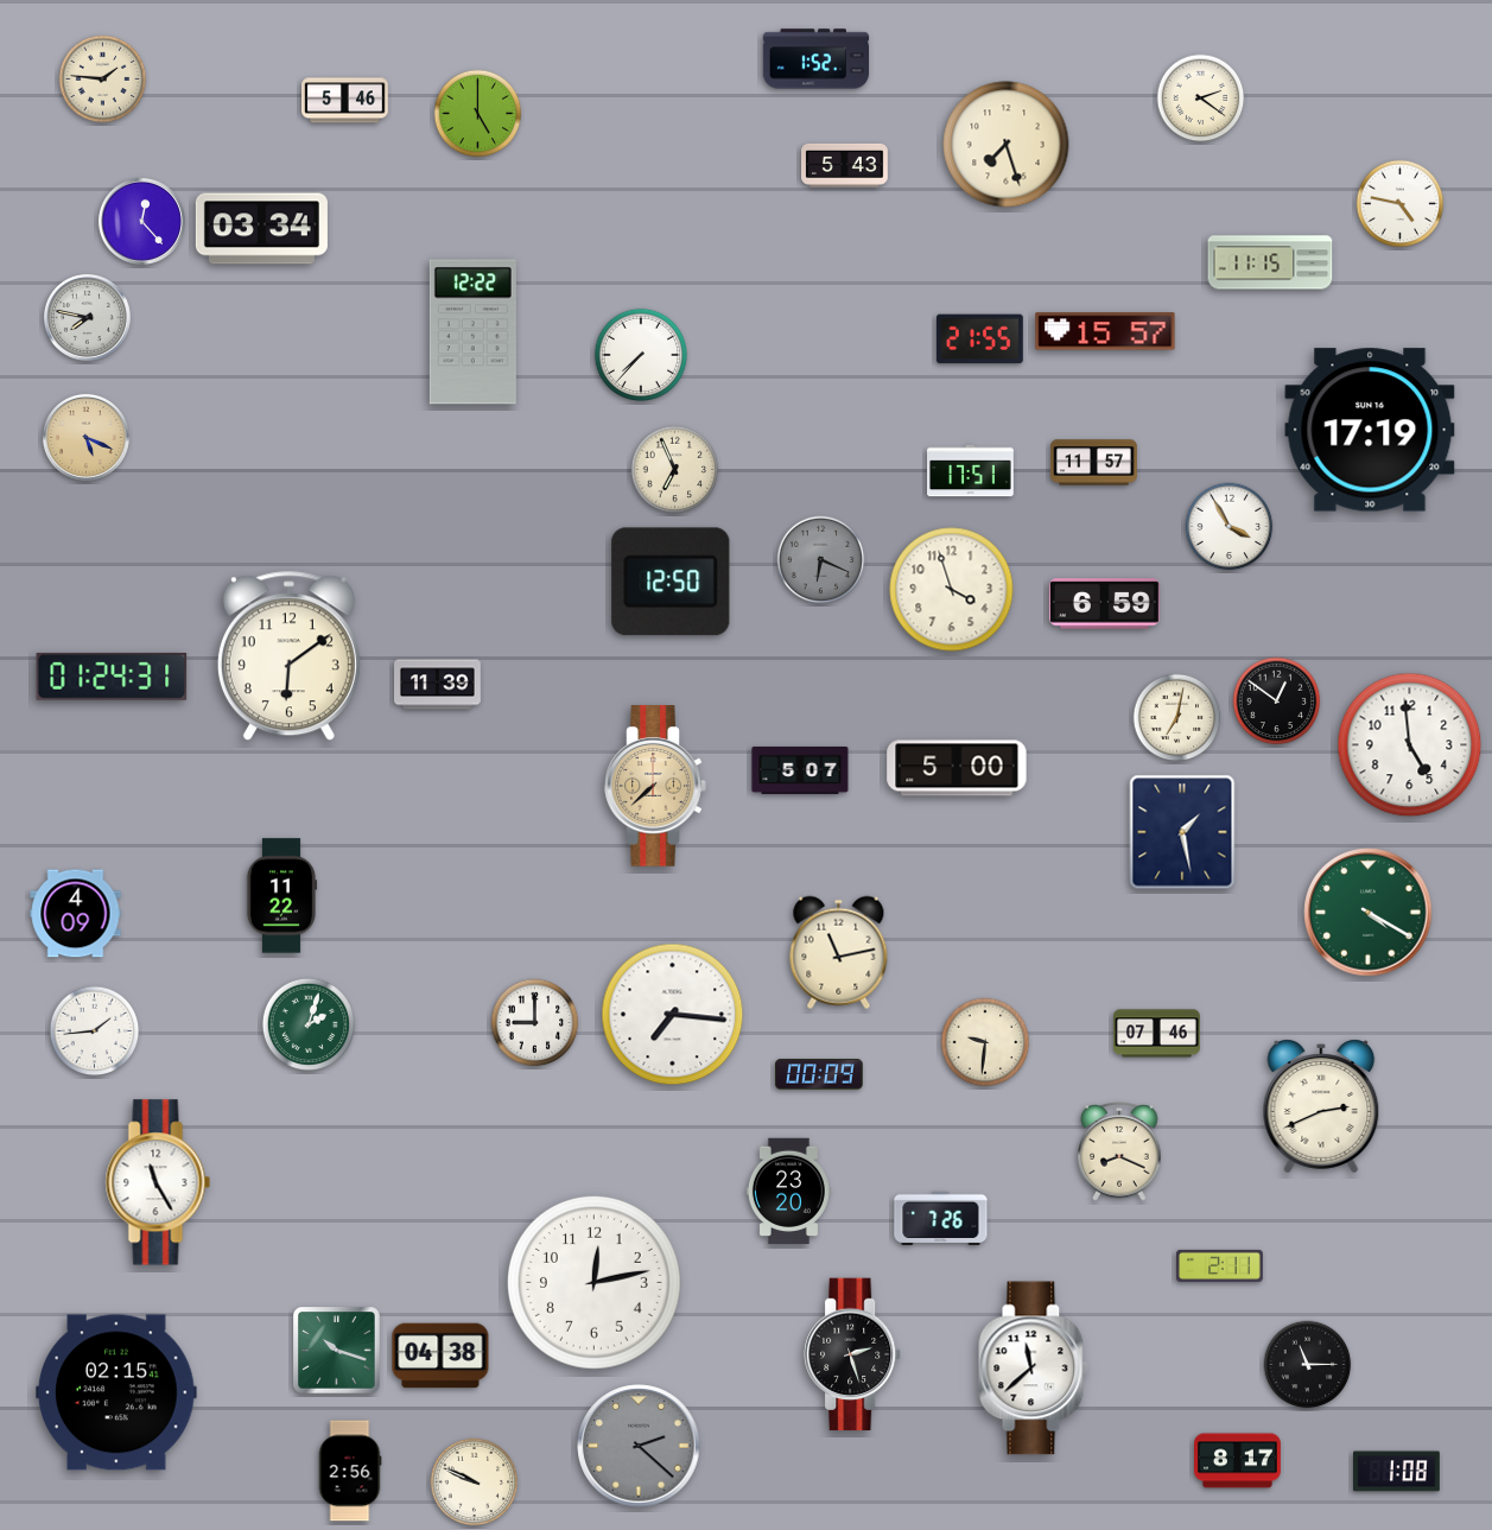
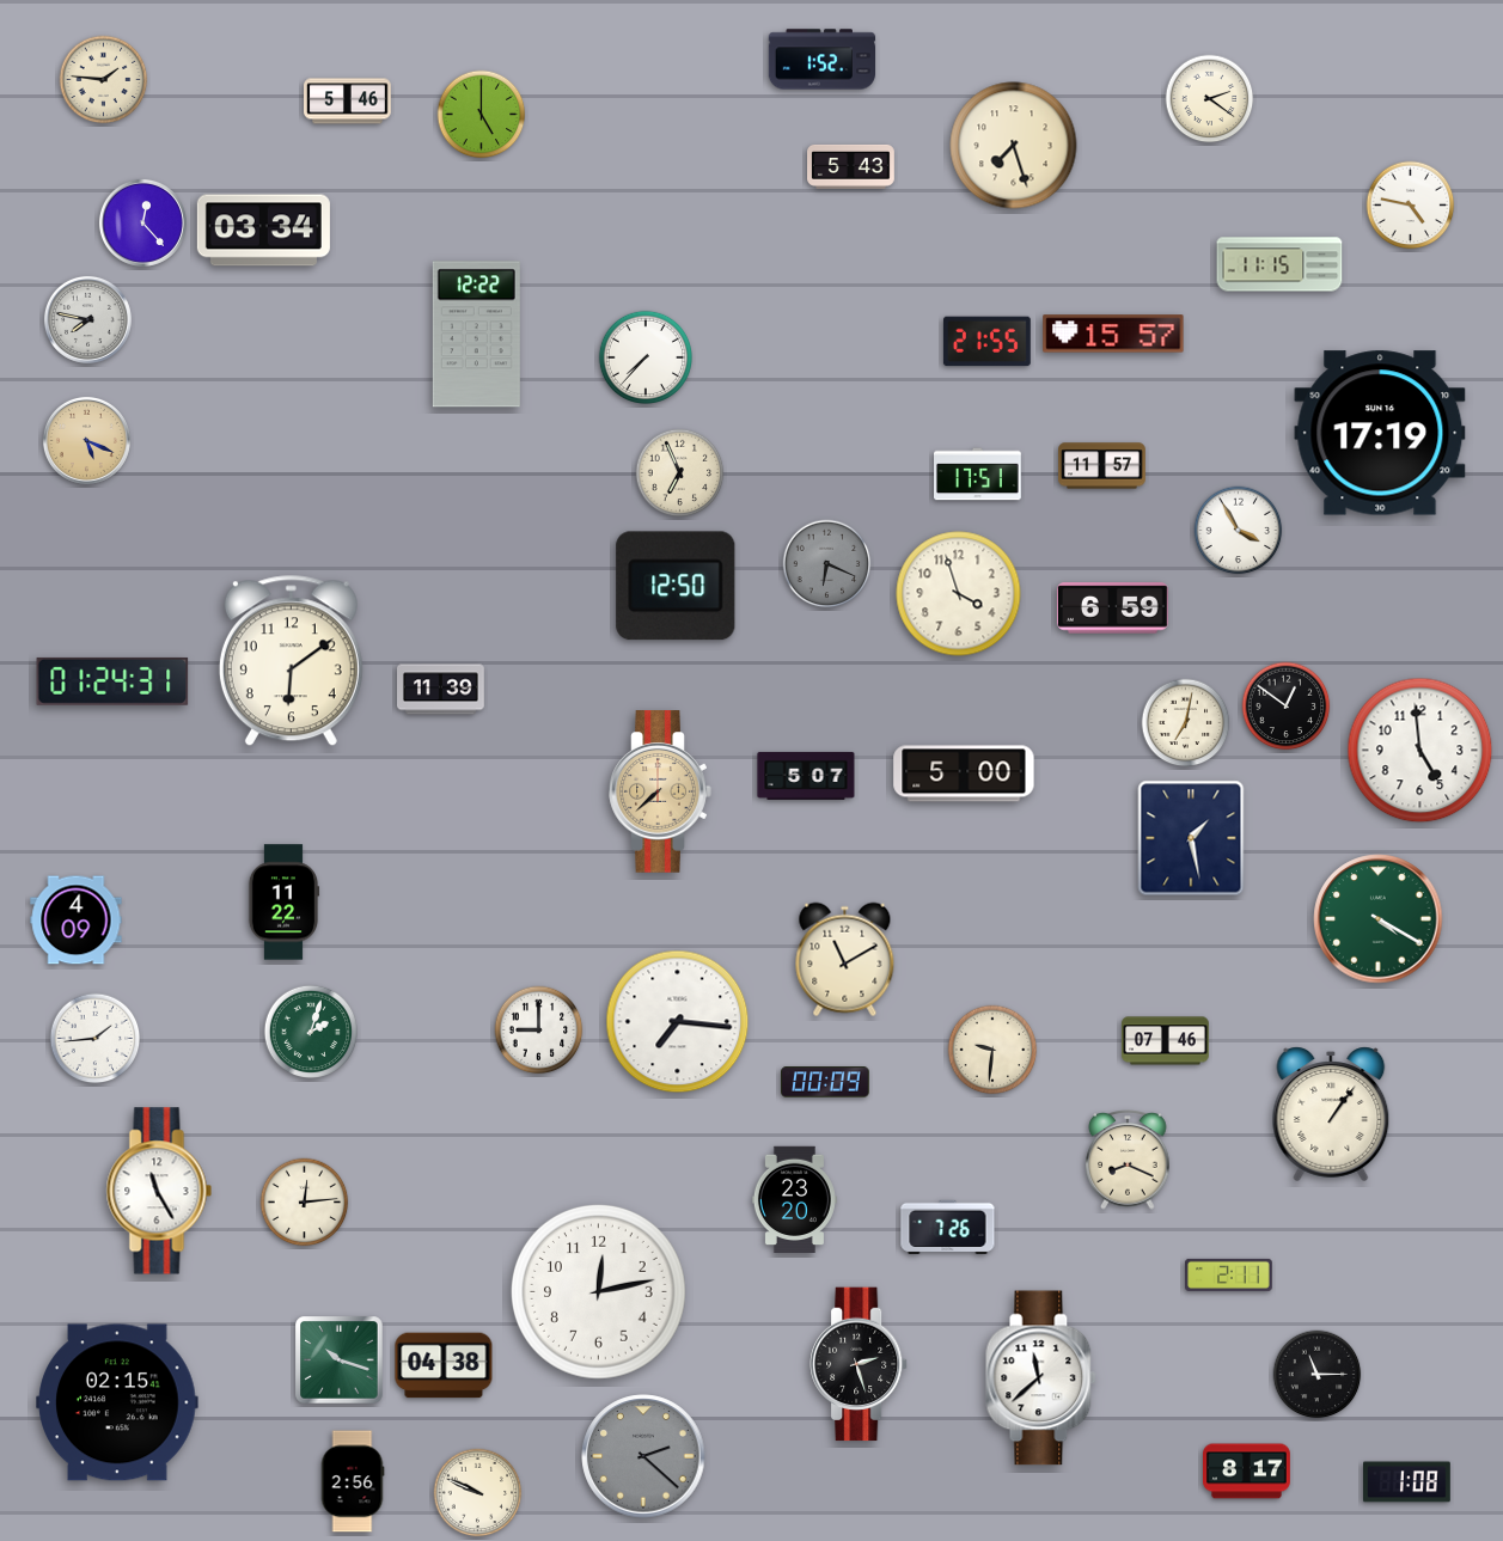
clock at (839, 953): 11:13 -> 11:10
clock at (1321, 1106): 2:41 -> 1:06
clock at (305, 1203): none -> 12:14
